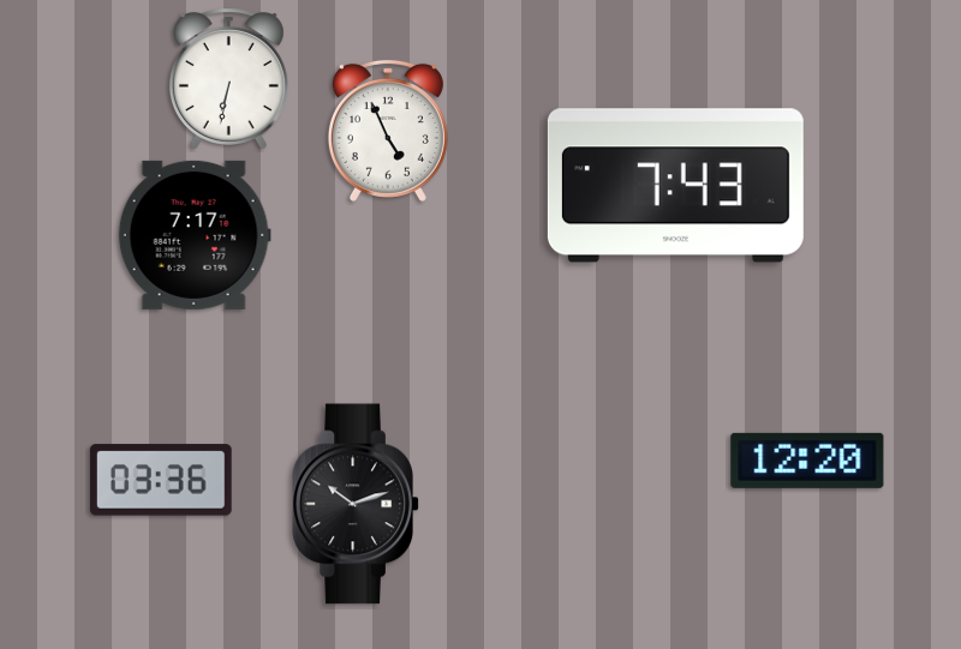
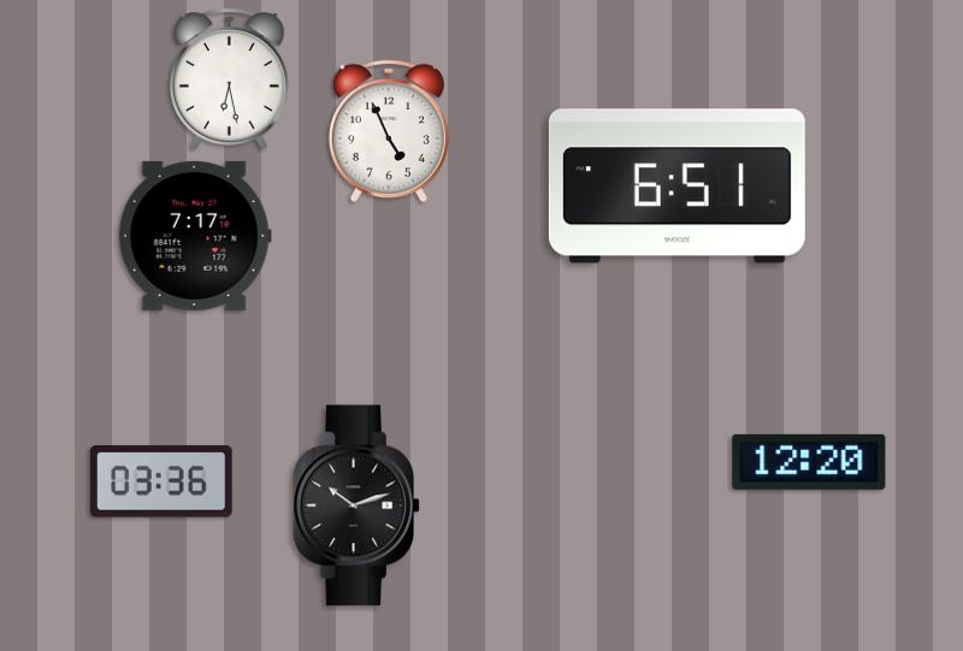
clock at (228, 78): 6:32 -> 6:28
clock at (675, 186): 7:43 -> 6:51
